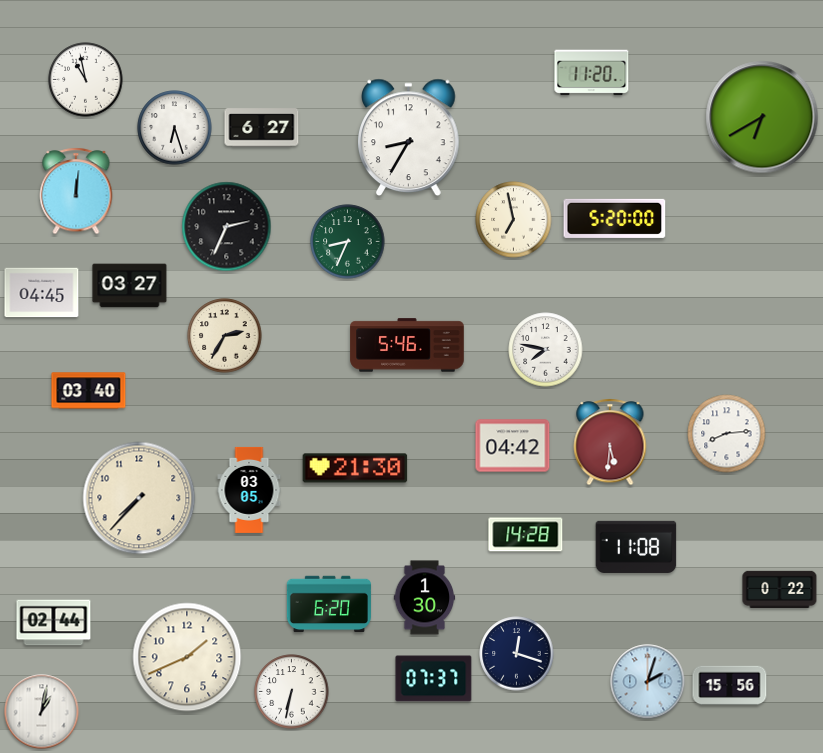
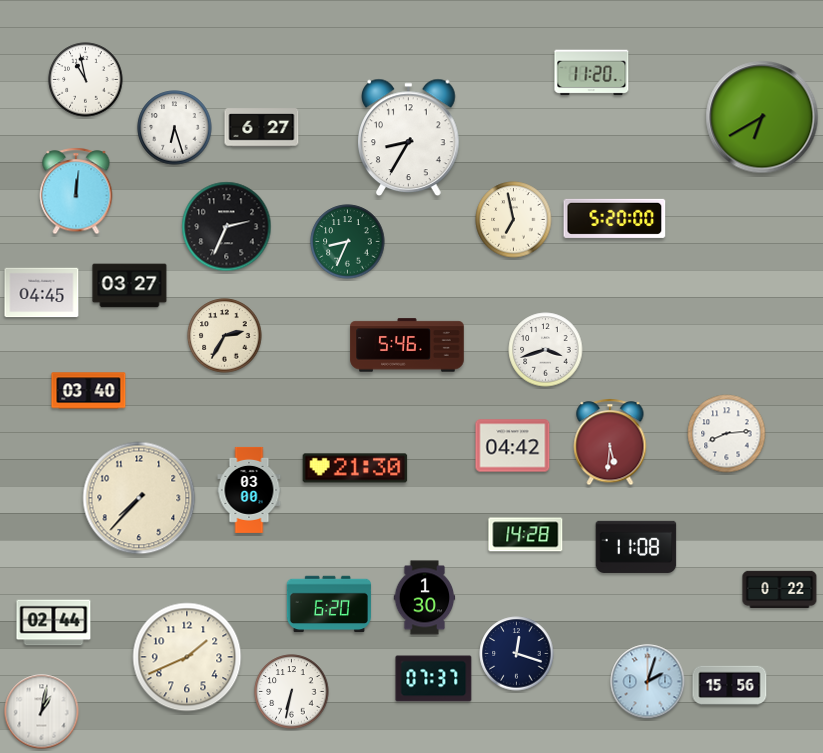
clock at (546, 350): 7:47 -> 3:42
clock at (249, 490): 03:05 -> 03:00
